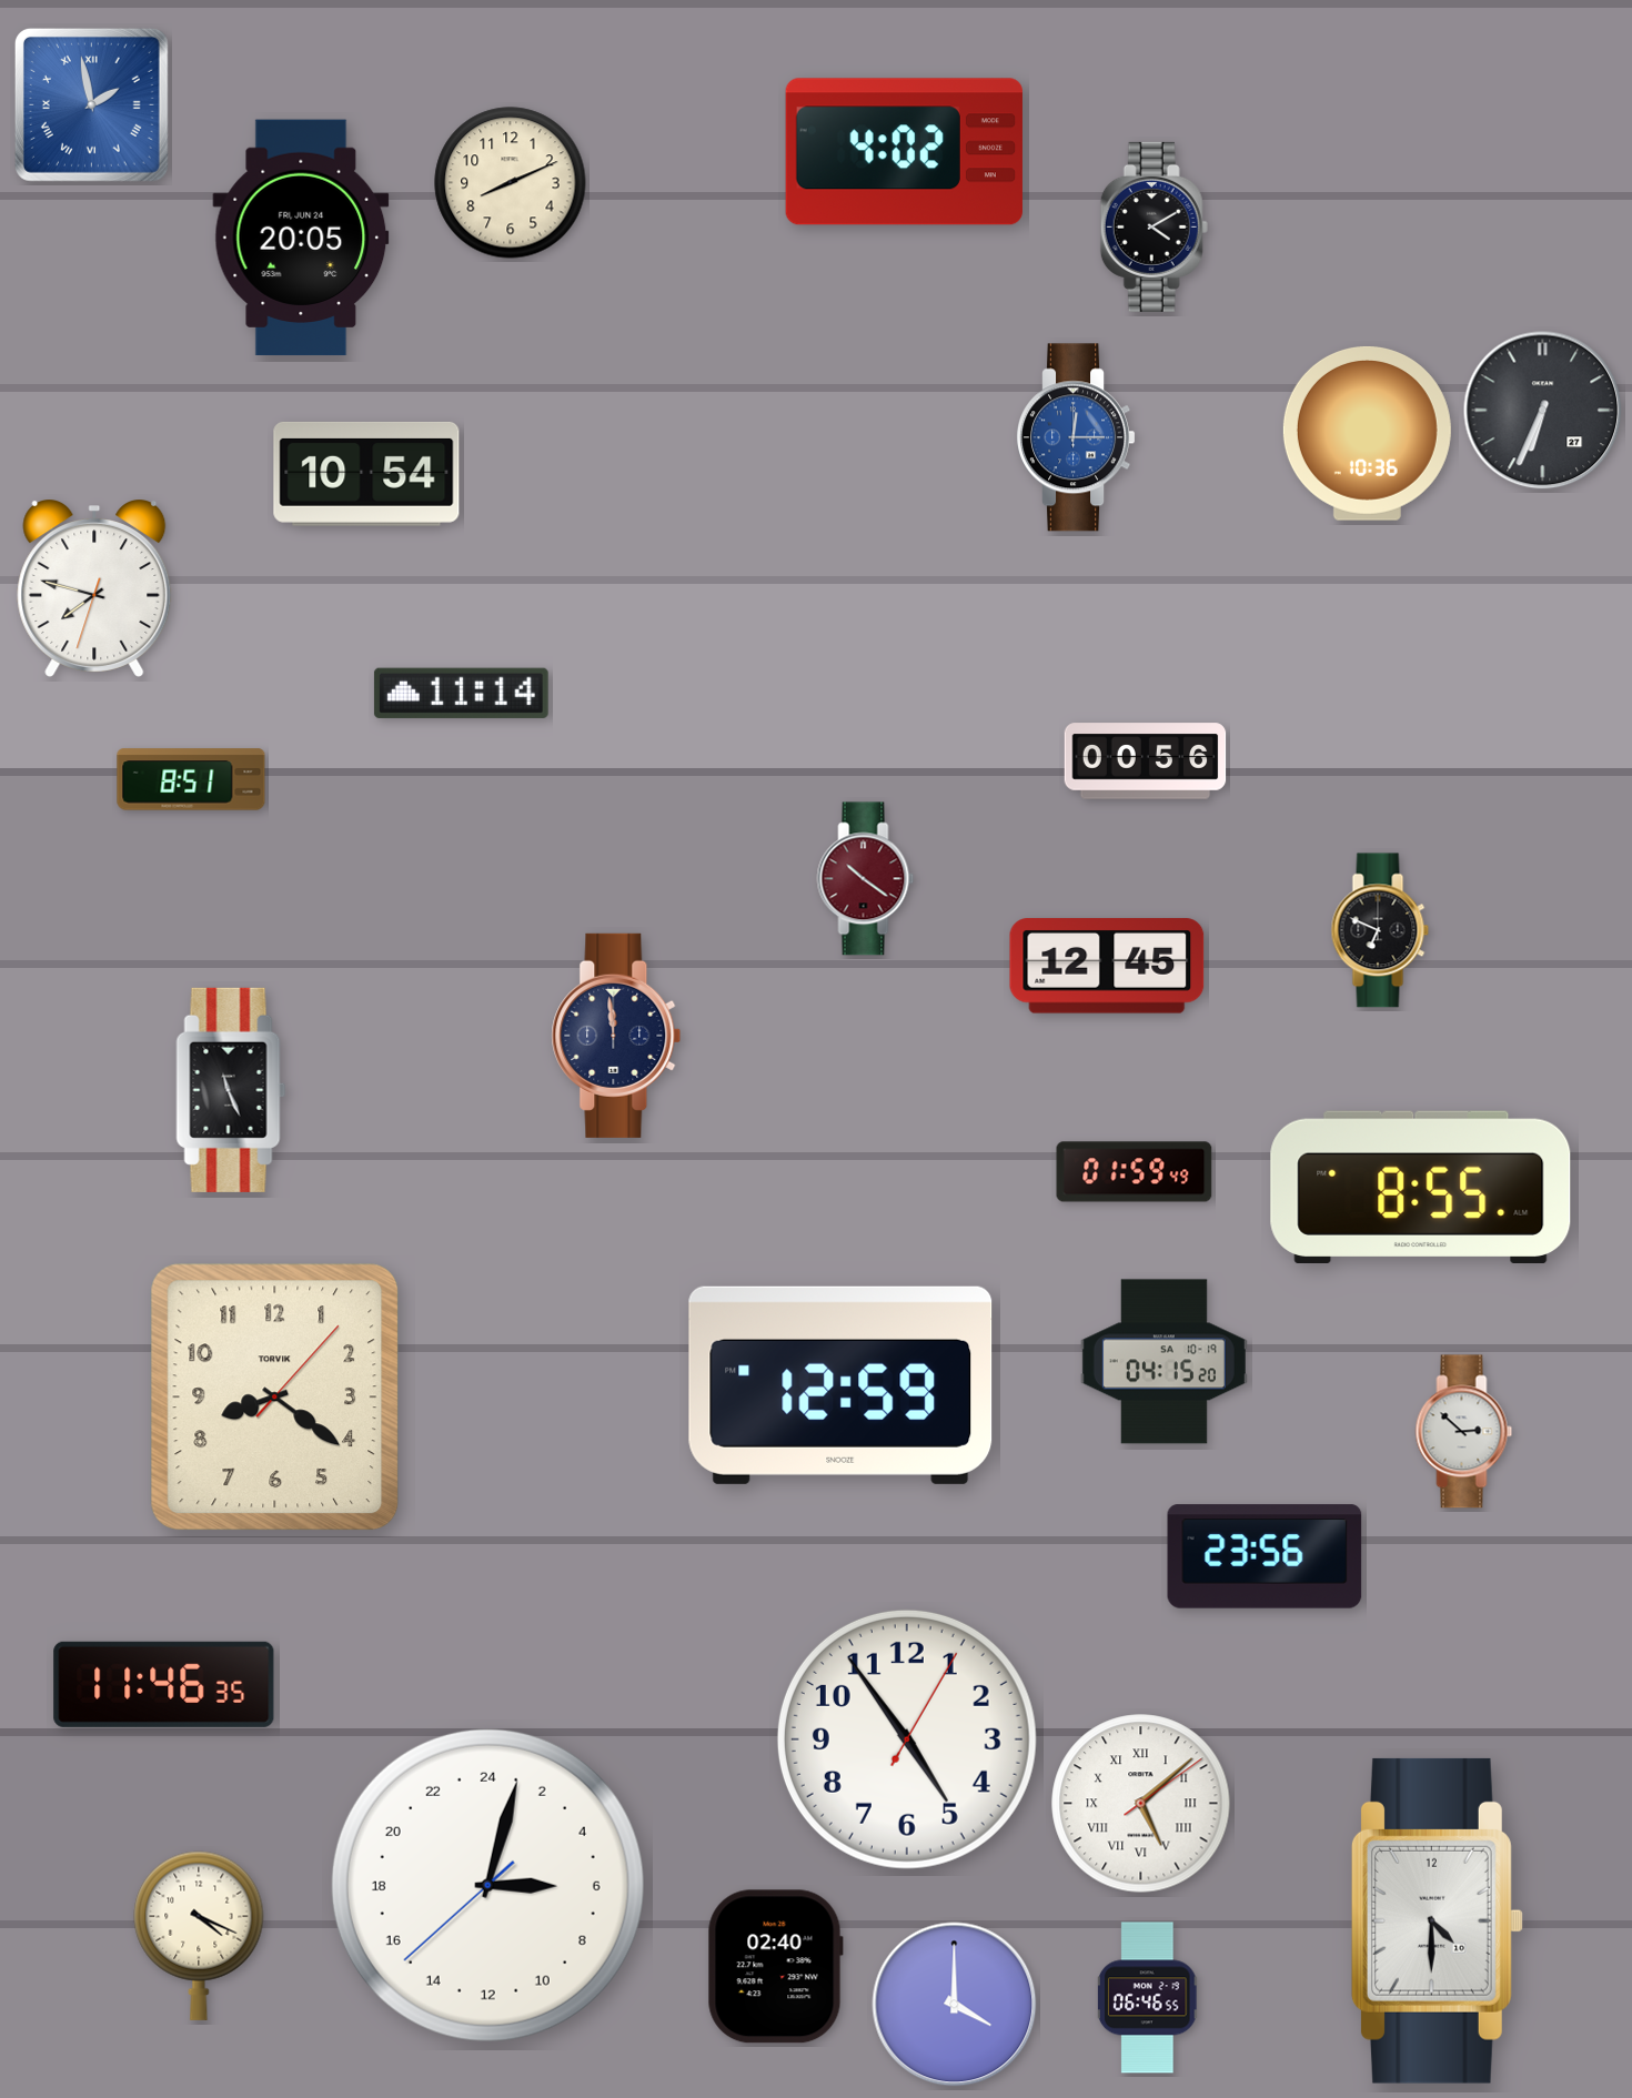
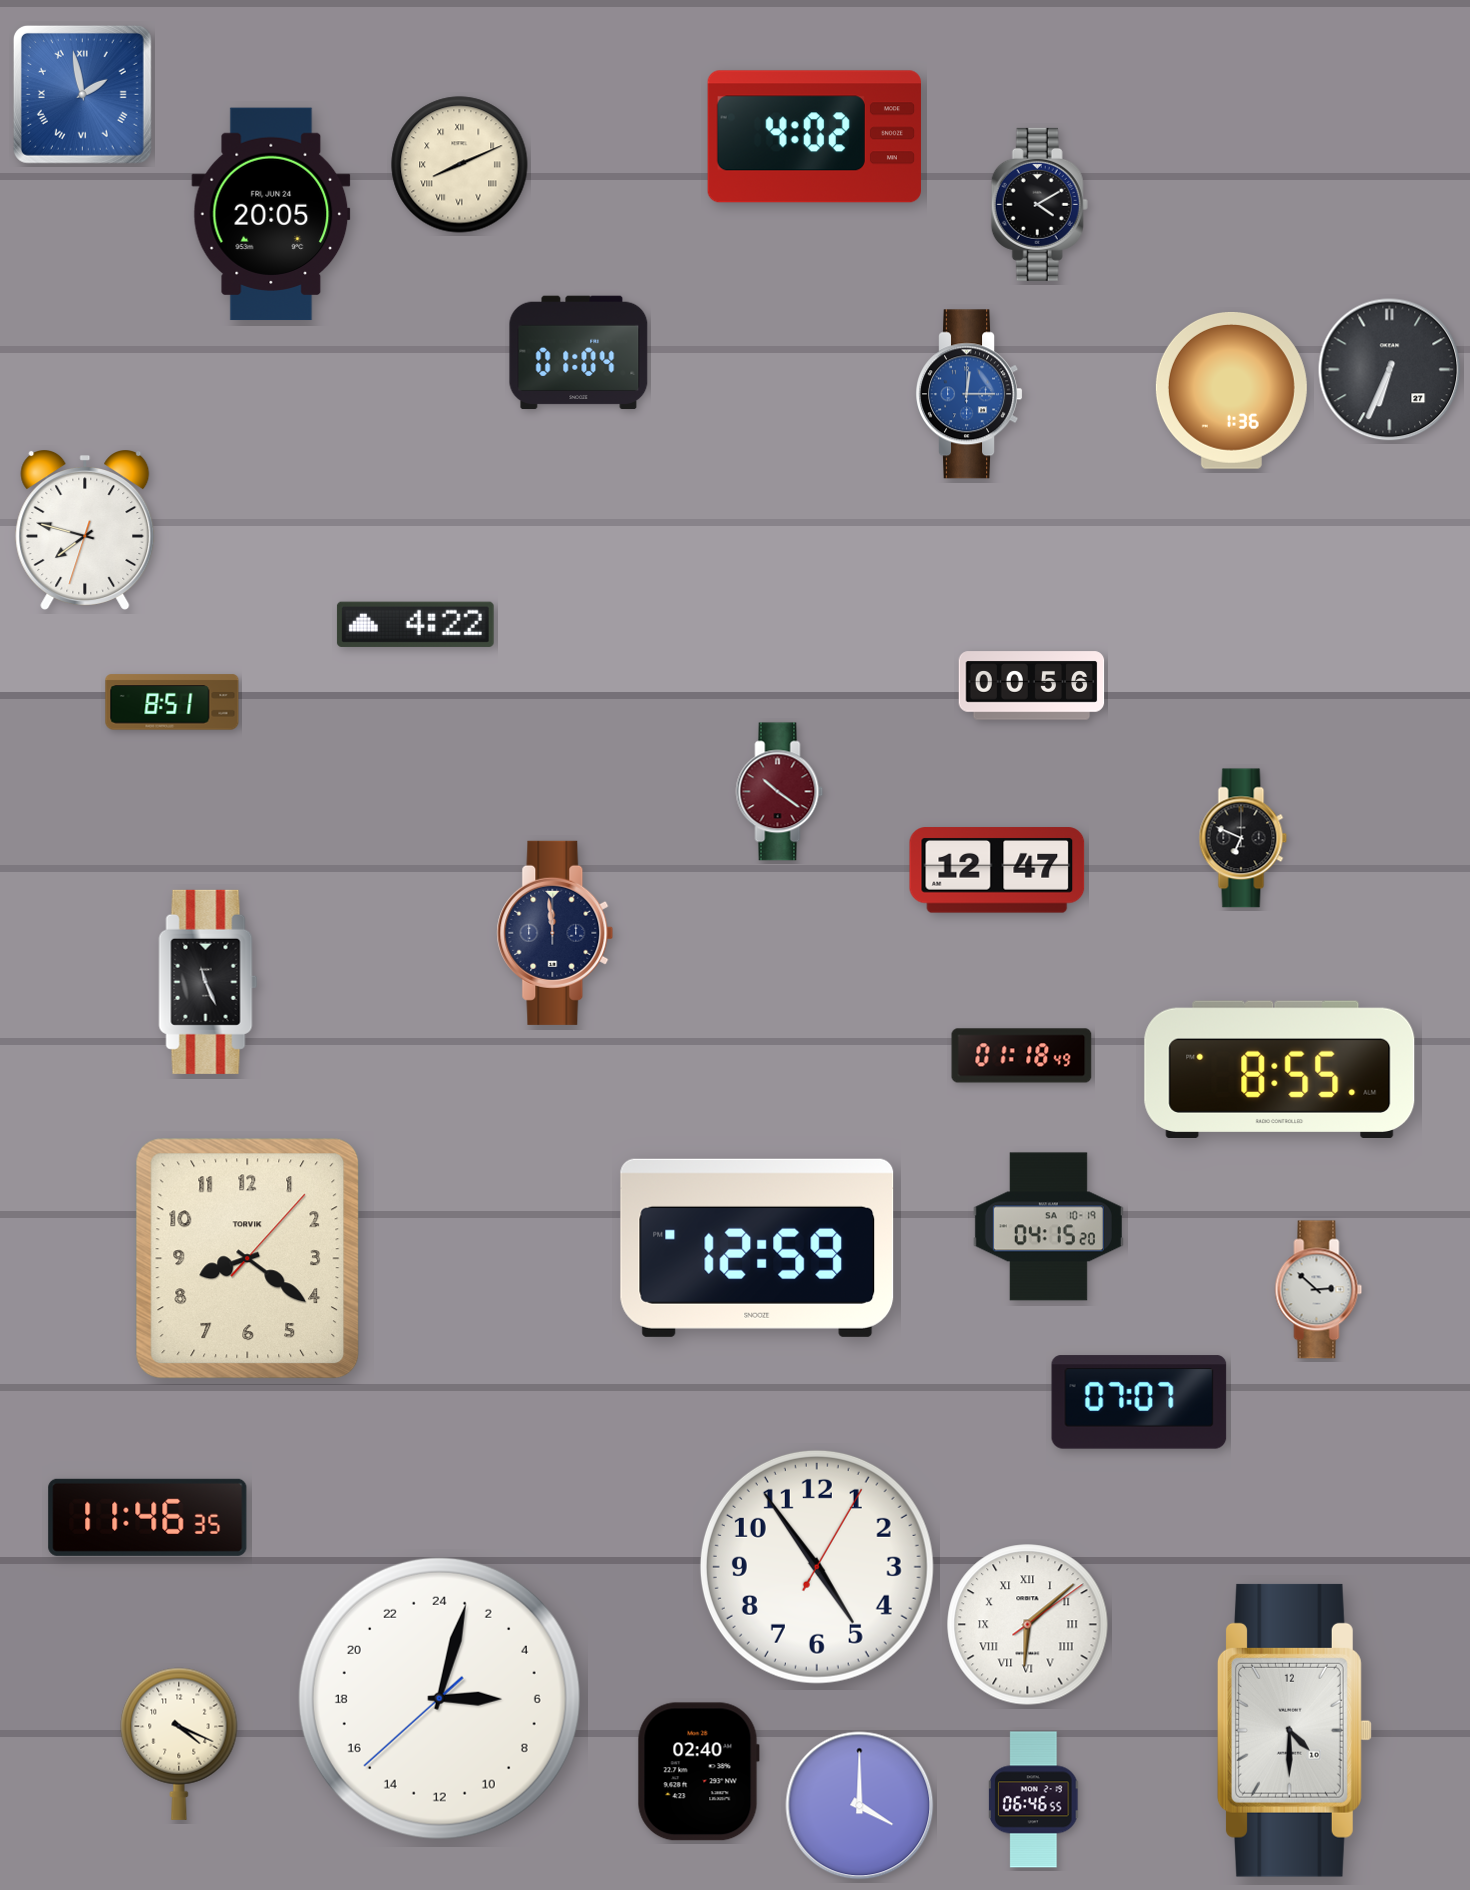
clock at (511, 183) numerals: Arabic -> Roman
clock at (579, 353): none -> 01:04
clock at (1367, 433): 10:36 -> 1:36
clock at (366, 474): 10:54 -> none
clock at (461, 693): 11:14 -> 4:22
clock at (1107, 966): 12:45 -> 12:47
clock at (1135, 1172): 01:59 -> 01:18
clock at (1265, 1556): 23:56 -> 07:07
clock at (1141, 1804): 5:08 -> 6:08
